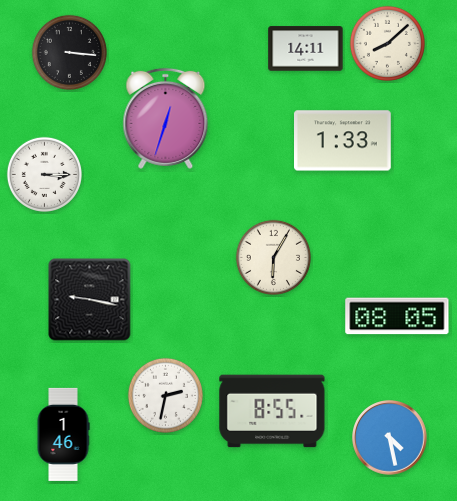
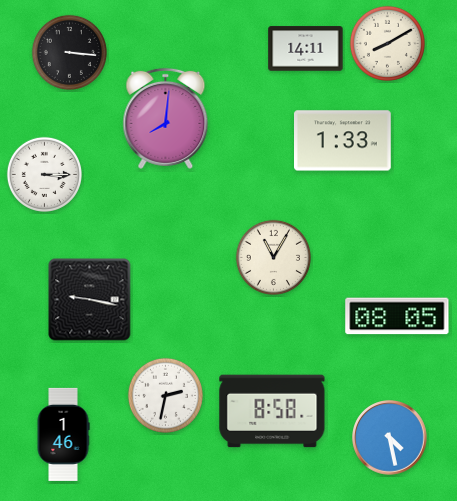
clock at (387, 43): 8:08 -> 8:10
clock at (166, 118): 12:33 -> 8:01
clock at (273, 257): 6:05 -> 11:05
clock at (272, 411): 8:55 -> 8:58
